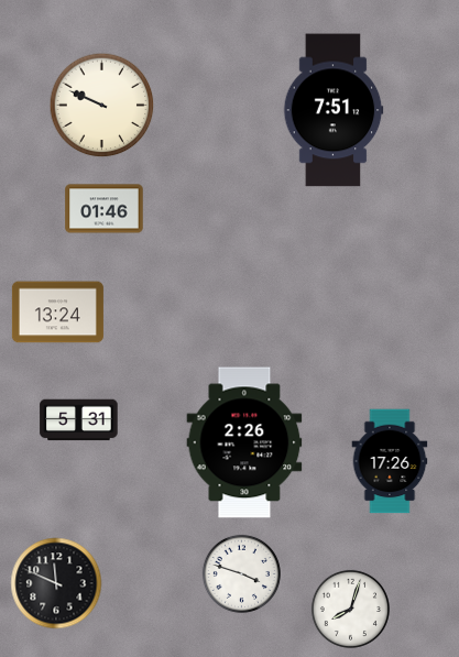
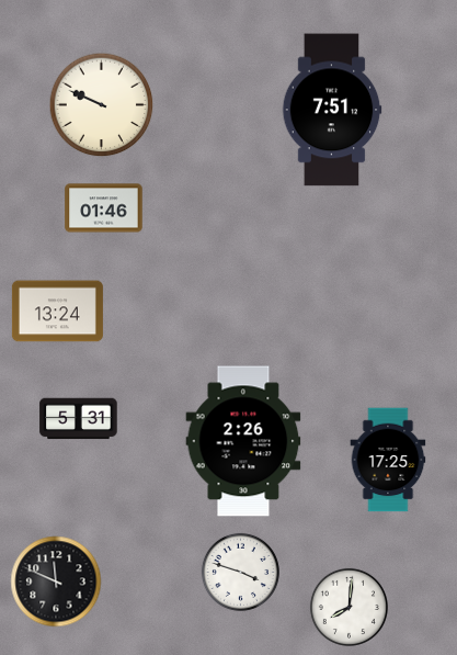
clock at (390, 461): 17:26 -> 17:25
clock at (350, 609): 8:03 -> 8:01
